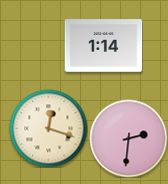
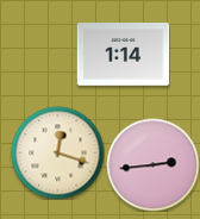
clock at (128, 138): 2:31 -> 2:44
